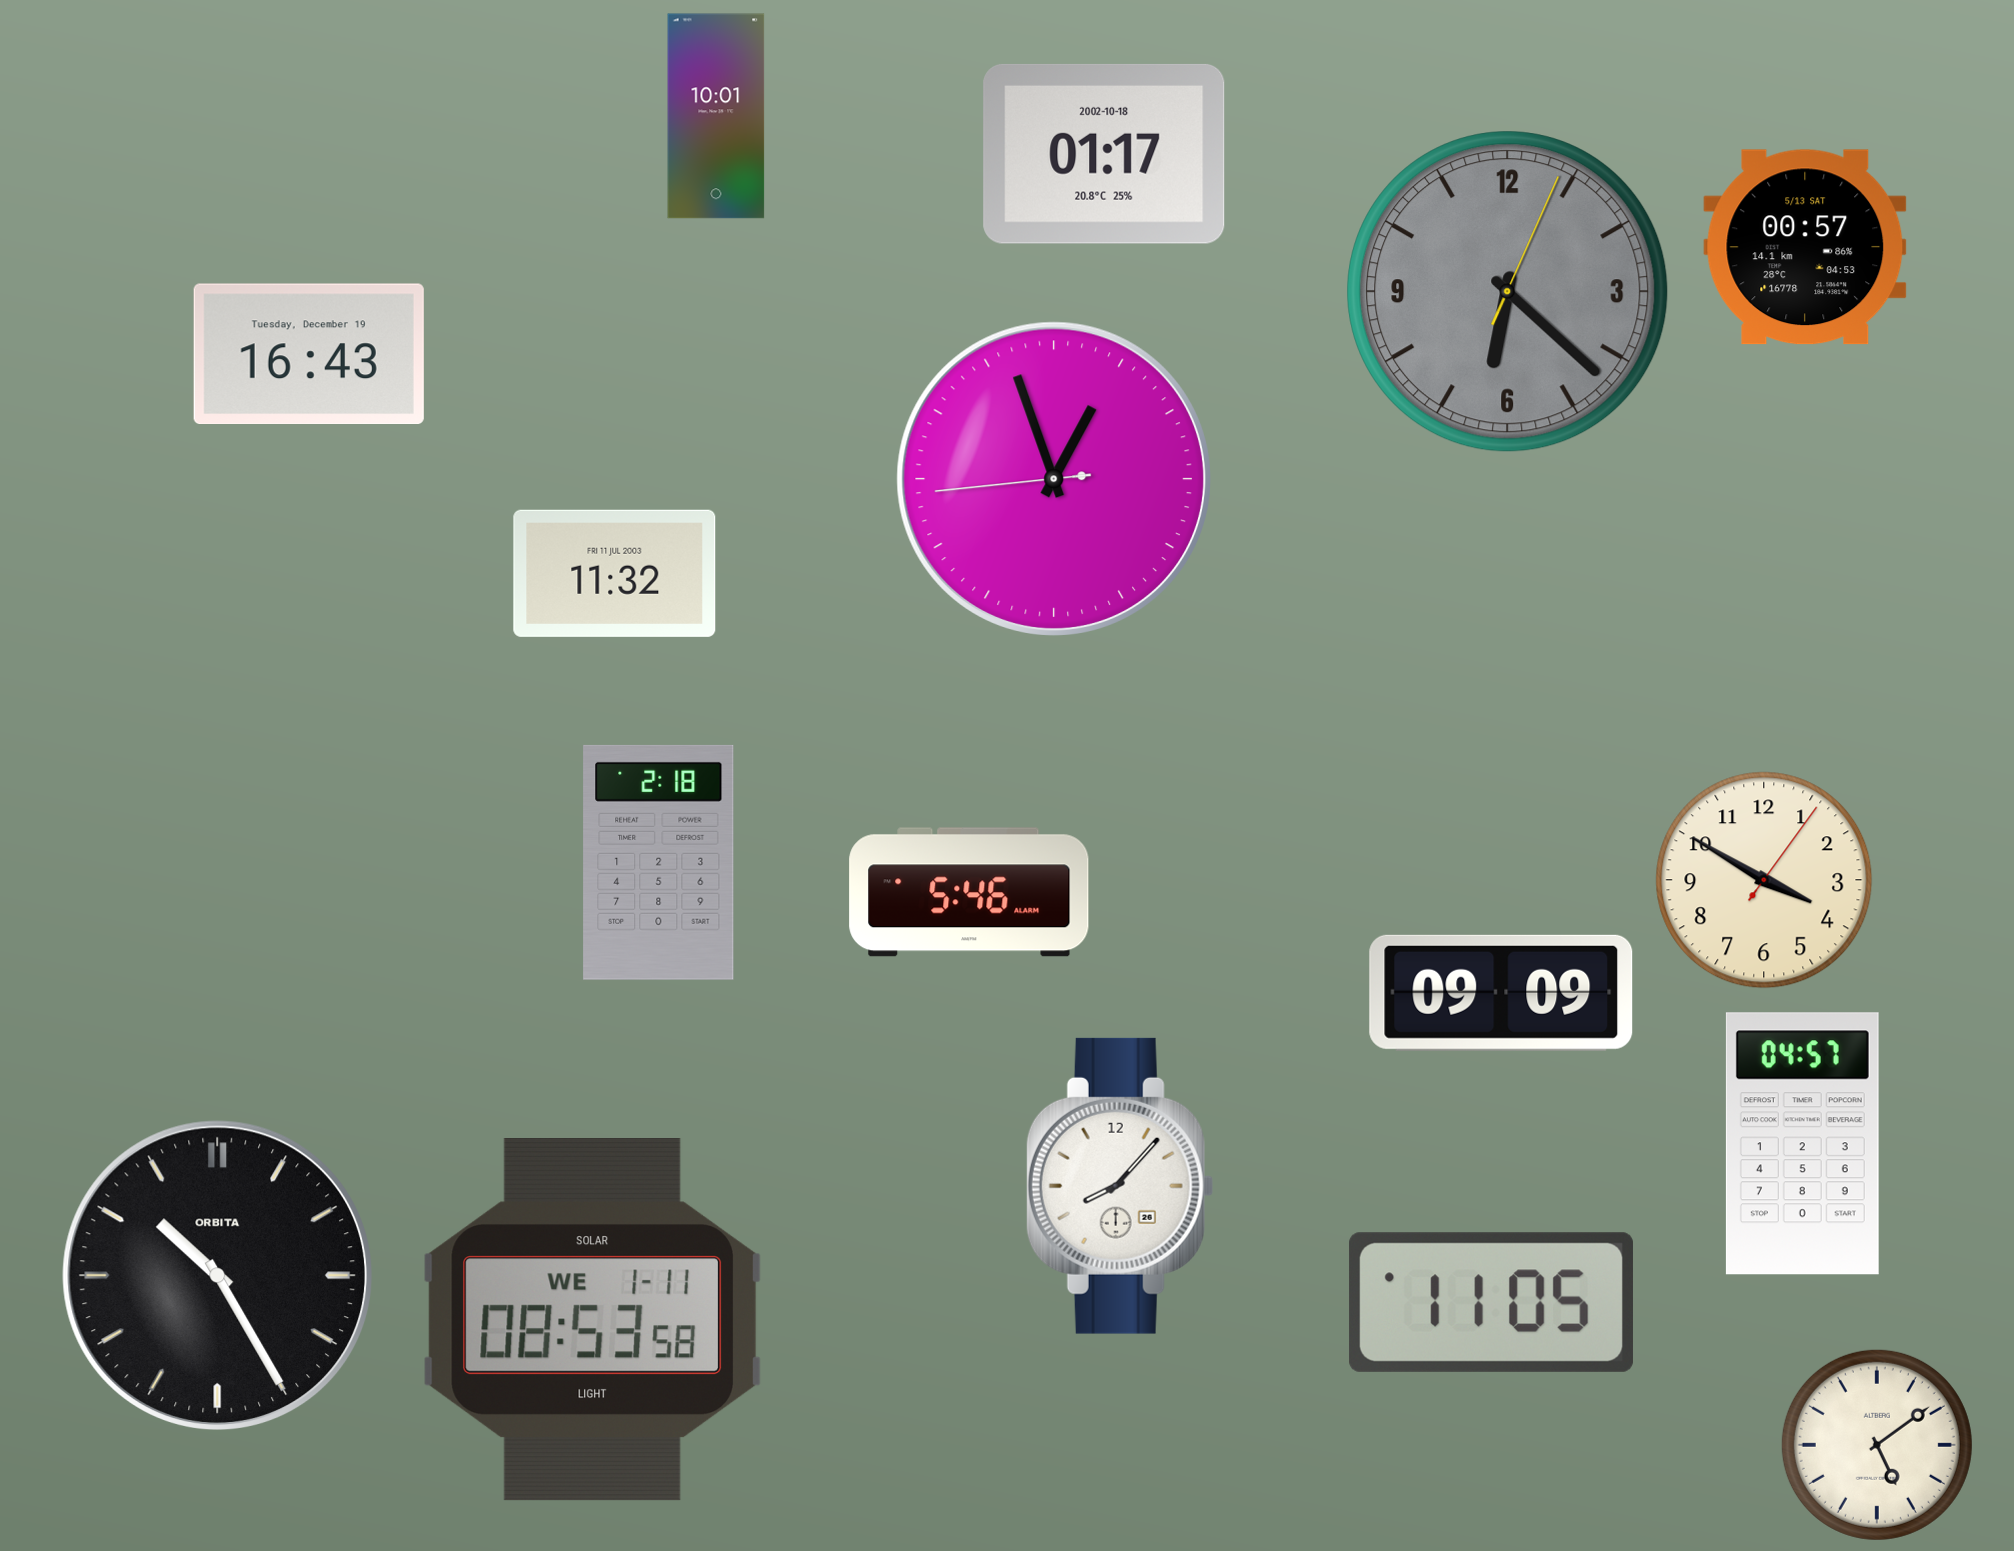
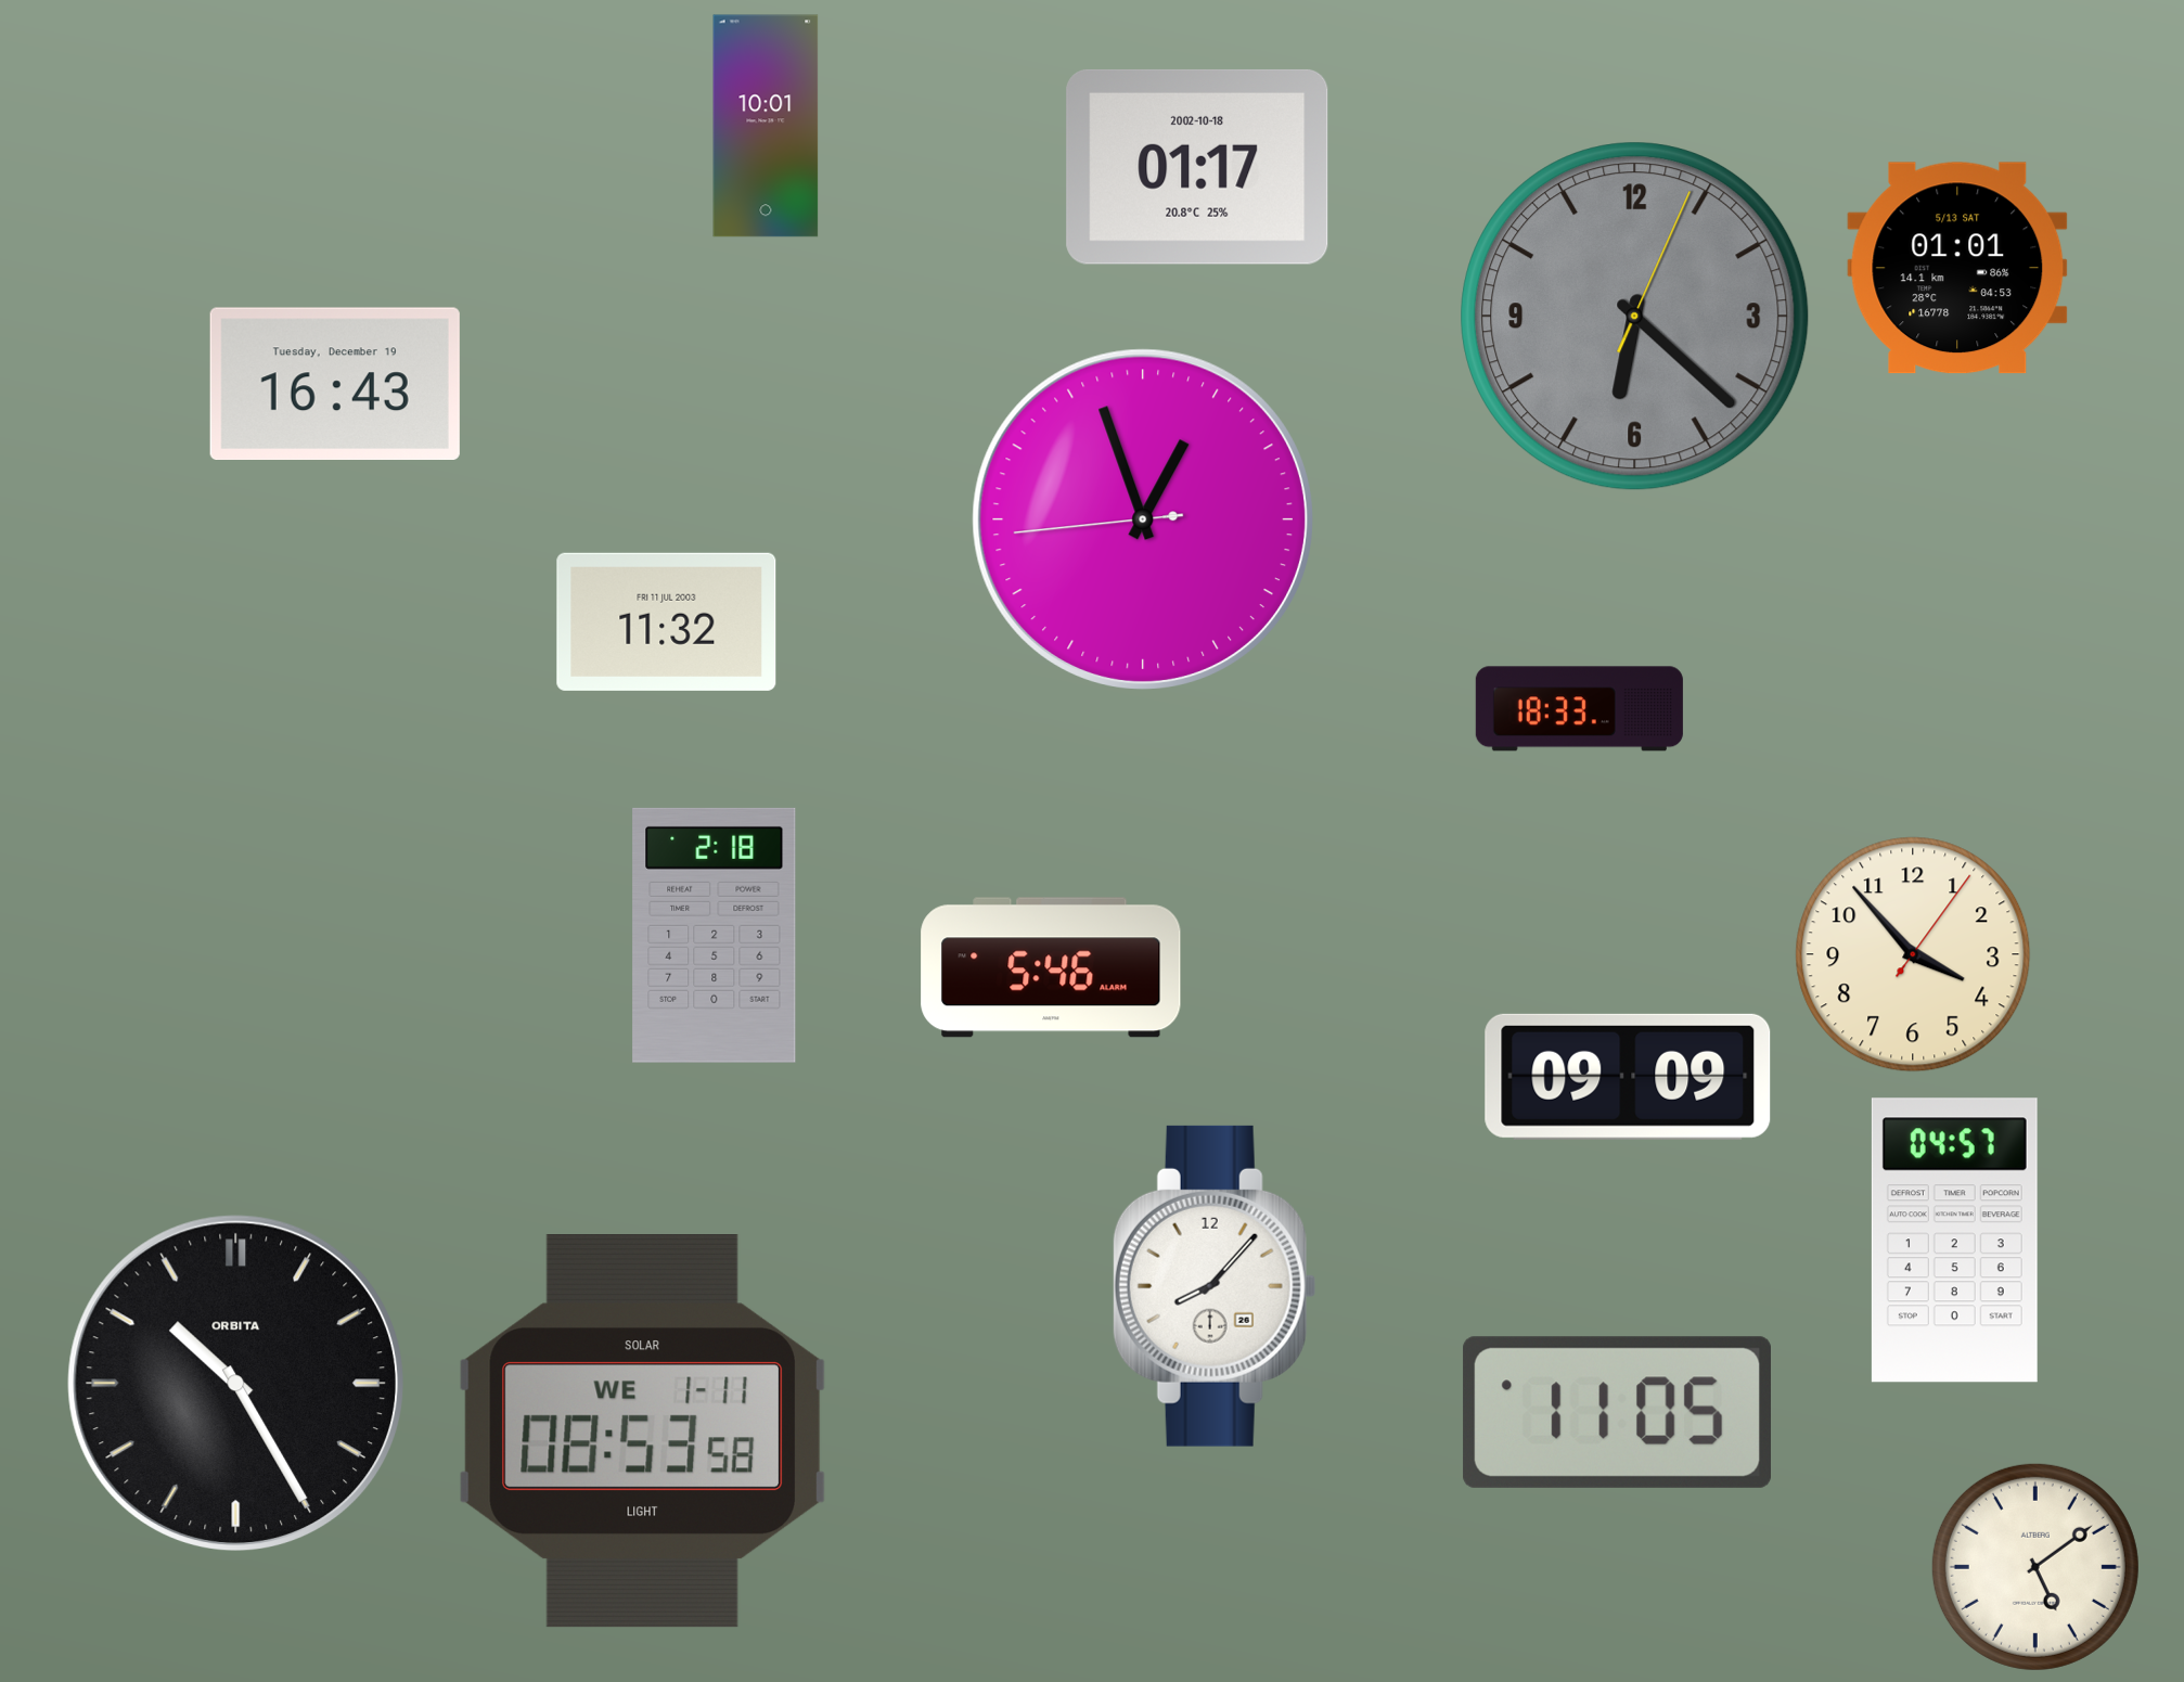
clock at (716, 116) position: (716, 116) -> (766, 126)
clock at (1805, 247): 00:57 -> 01:01
clock at (1579, 709): none -> 18:33
clock at (1764, 880): 3:50 -> 3:53
